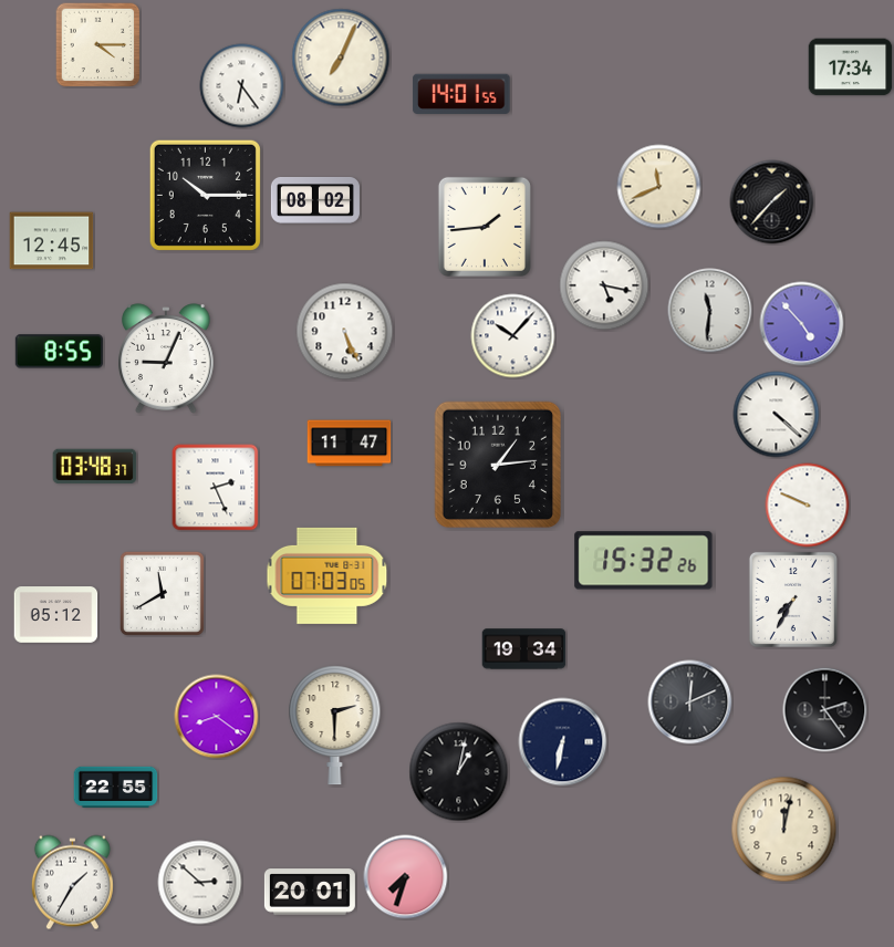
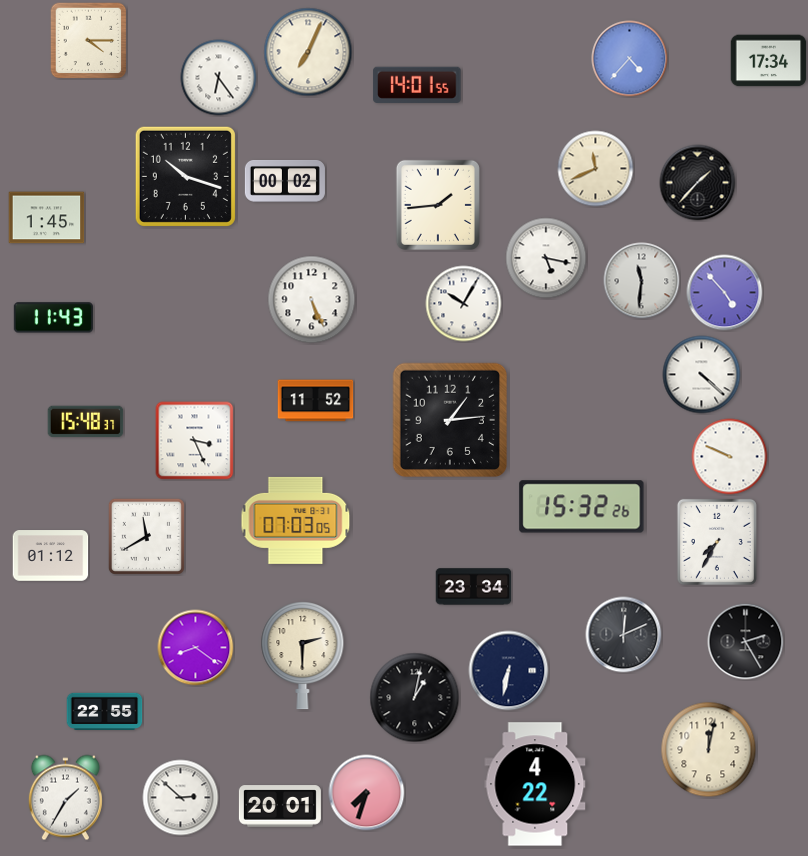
clock at (630, 59): none -> 4:37
clock at (205, 195): 10:15 -> 10:18
clock at (315, 200): 08:02 -> 00:02
clock at (52, 241): 12:45 -> 1:45
clock at (513, 336): 10:07 -> 10:05
clock at (59, 352): 8:55 -> 11:43
clock at (166, 358): 9:04 -> none
clock at (350, 444): 11:47 -> 11:52
clock at (95, 467): 03:48 -> 15:48
clock at (216, 488): 2:26 -> 3:26
clock at (56, 615): 05:12 -> 01:12
clock at (524, 649): 19:34 -> 23:34
clock at (825, 710): 2:24 -> 2:25
clock at (535, 784): none -> 4:22
